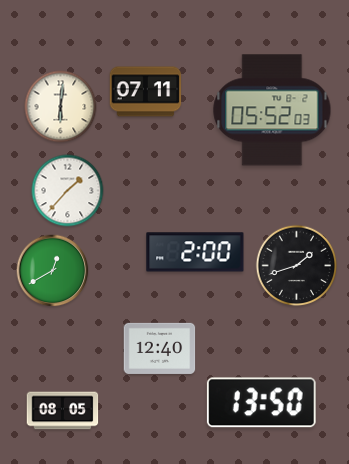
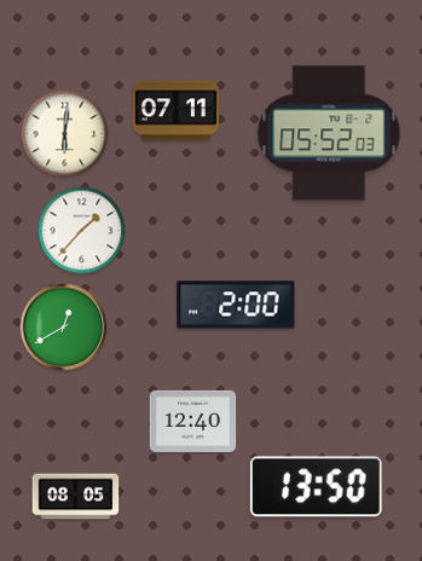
clock at (61, 107) position: (61, 107) -> (65, 134)
clock at (297, 266): 1:42 -> none
